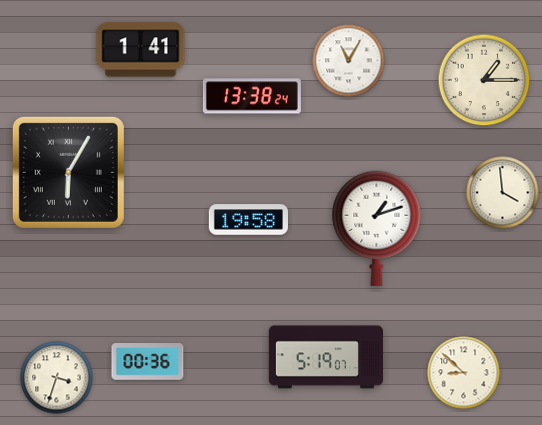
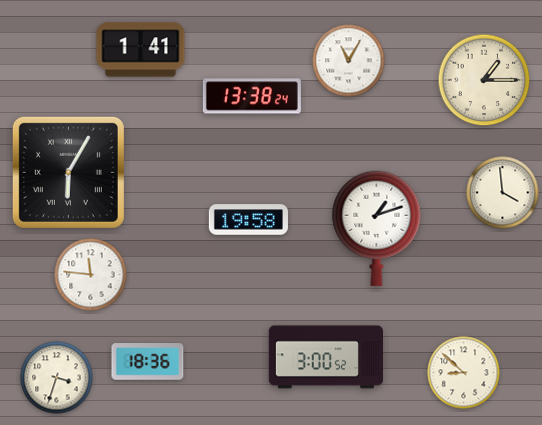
clock at (91, 275): none -> 11:46
clock at (325, 357): 5:19 -> 3:00
clock at (148, 362): 00:36 -> 18:36
